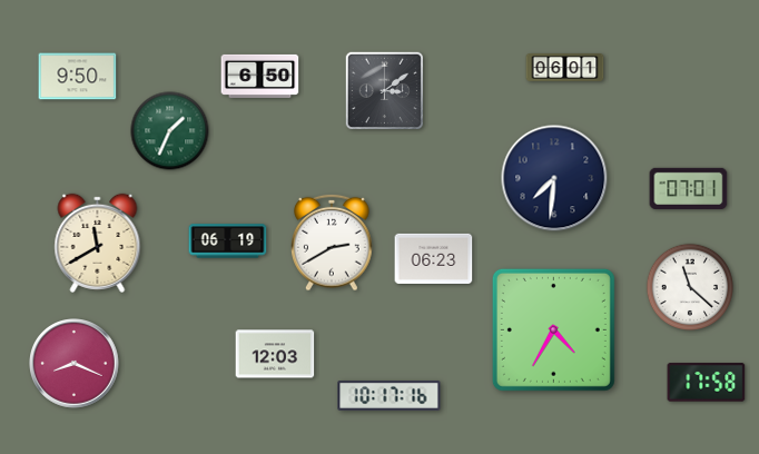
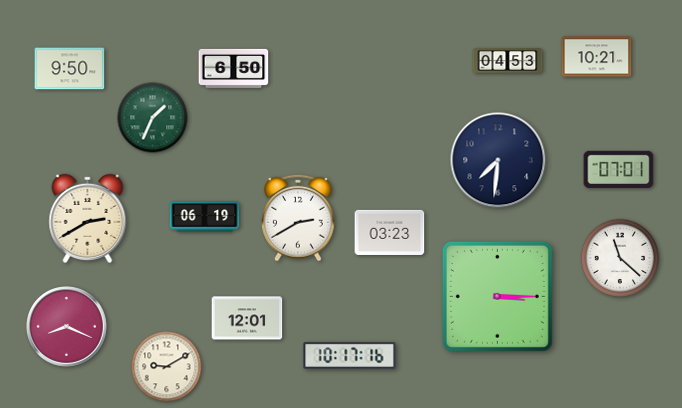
clock at (597, 57): none -> 10:21
clock at (565, 68): 06:01 -> 04:53
clock at (384, 90): 3:09 -> none
clock at (98, 243): 11:40 -> 2:40
clock at (434, 258): 06:23 -> 03:23
clock at (553, 329): 4:35 -> 3:15
clock at (275, 354): 12:03 -> 12:01
clock at (707, 383): 17:58 -> none
clock at (167, 367): none -> 9:10
